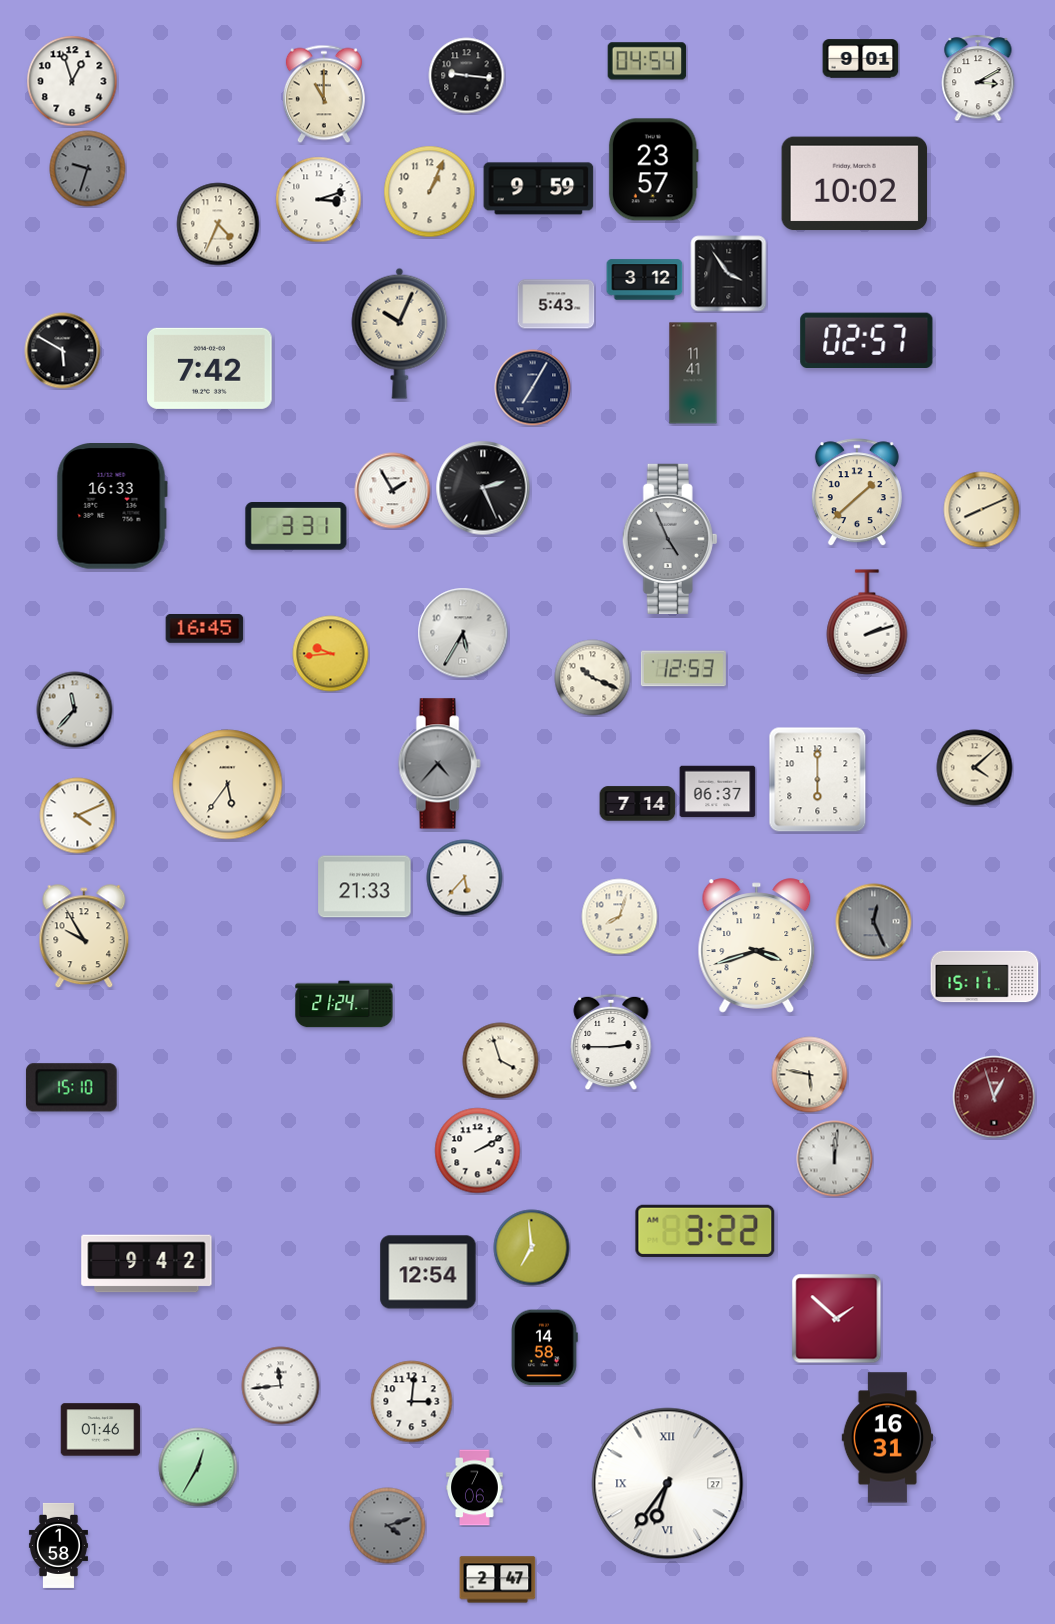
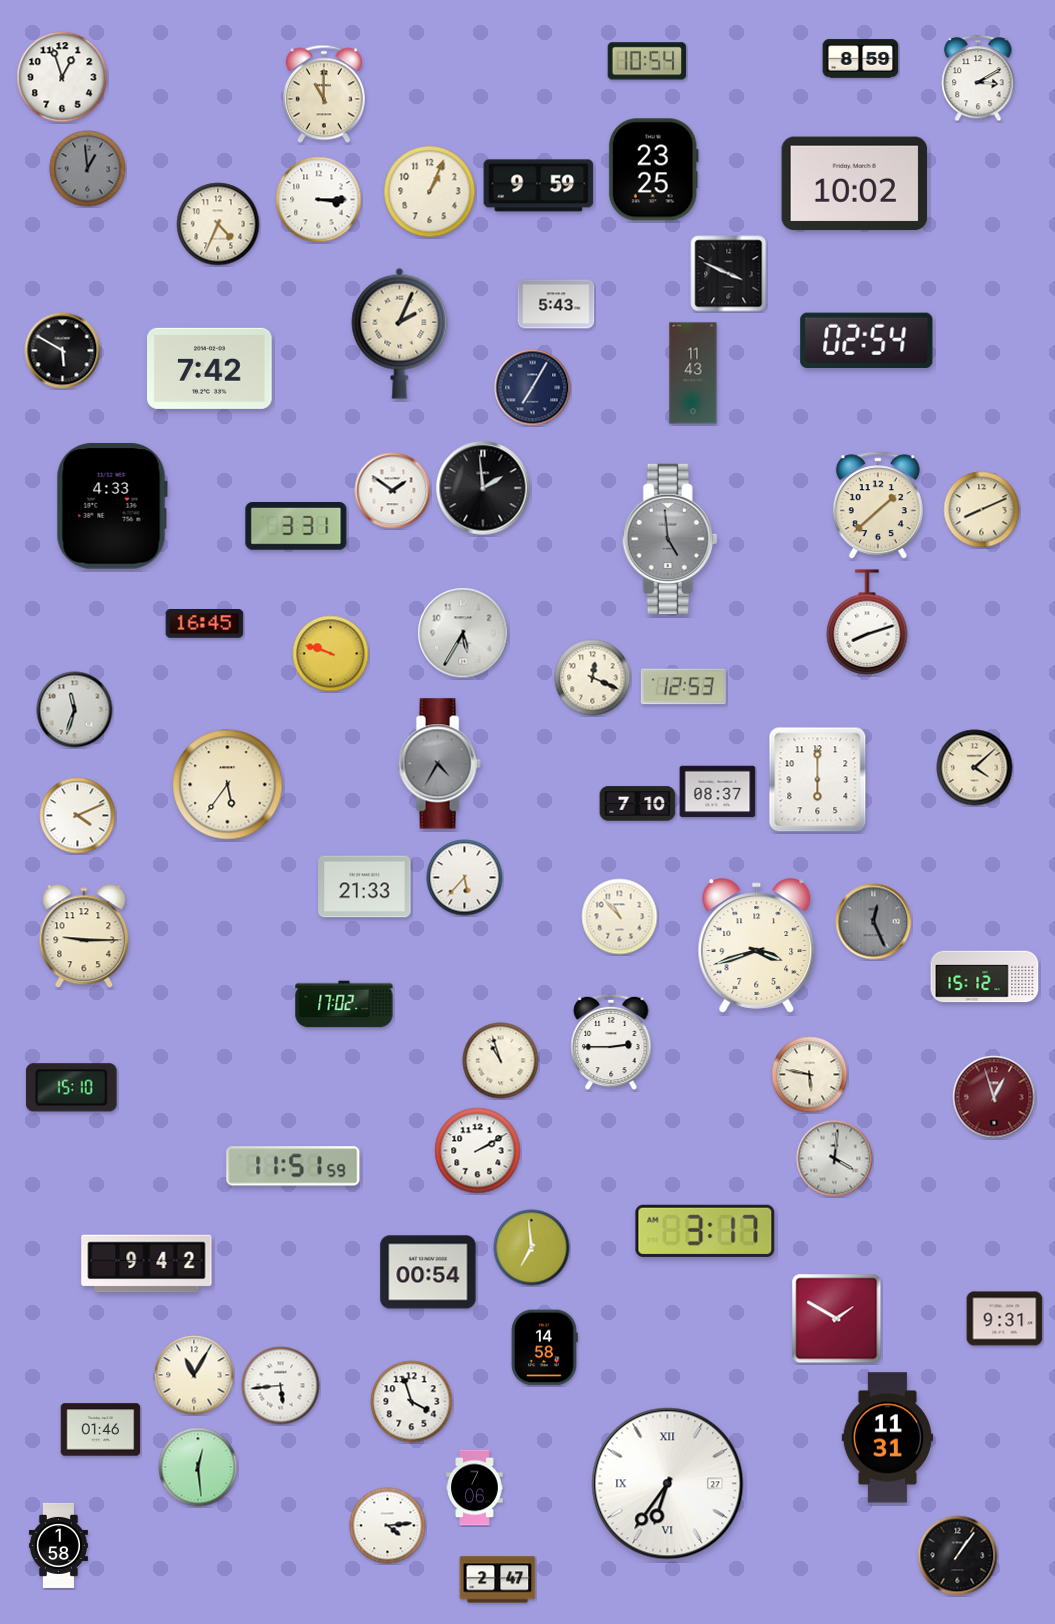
clock at (861, 59): 9:01 -> 8:59
clock at (647, 61): 04:54 -> 10:54
clock at (467, 76): 9:16 -> none
clock at (72, 81) position: (72, 81) -> (62, 77)
clock at (88, 169): 9:33 -> 12:59
clock at (653, 170): 23:57 -> 23:25
clock at (539, 189) position: (539, 189) -> (539, 186)
clock at (319, 200): 3:12 -> 3:15
clock at (729, 274): 3:54 -> 3:49
clock at (645, 280): 3:12 -> none
clock at (400, 333): 10:04 -> 2:04
clock at (867, 340): 02:57 -> 02:54
clock at (693, 373): 11:41 -> 11:43
clock at (483, 488): 2:26 -> 1:59
clock at (393, 491): 1:55 -> 1:51
clock at (857, 493) position: (857, 493) -> (878, 506)
clock at (112, 507): 16:33 -> 4:33
clock at (670, 539): 4:56 -> 4:59
clock at (867, 622): 2:12 -> 8:12
clock at (205, 629) position: (205, 629) -> (205, 624)
clock at (331, 654): 9:44 -> 9:48
clock at (683, 669) position: (683, 669) -> (683, 687)
clock at (593, 678): 10:19 -> 12:19
clock at (75, 710): 11:37 -> 11:33
clock at (439, 764): 4:37 -> 4:35
clock at (718, 792): 06:37 -> 08:37
clock at (638, 804): 7:14 -> 7:10
clock at (620, 917): 8:03 -> 10:53
clock at (84, 937): 9:55 -> 9:15
clock at (985, 977): 15:11 -> 15:12
clock at (344, 1004): 21:24 -> 17:02
clock at (501, 1061): 3:57 -> 10:57
clock at (835, 1159): 12:01 -> 4:01
clock at (293, 1166): none -> 11:51
clock at (705, 1231): 3:22 -> 3:17
clock at (428, 1272): 12:54 -> 00:54
clock at (837, 1319): 1:52 -> 1:50
clock at (1005, 1319): none -> 9:31
clock at (194, 1375): none -> 11:05
clock at (281, 1386): 11:44 -> 5:44
clock at (412, 1402): 3:01 -> 3:57
clock at (887, 1438): 16:31 -> 11:31
clock at (198, 1467): 12:35 -> 12:29
clock at (388, 1526): 4:12 -> 4:14
clock at (388, 1526) dial: grey -> white
clock at (958, 1556): none -> 1:06
